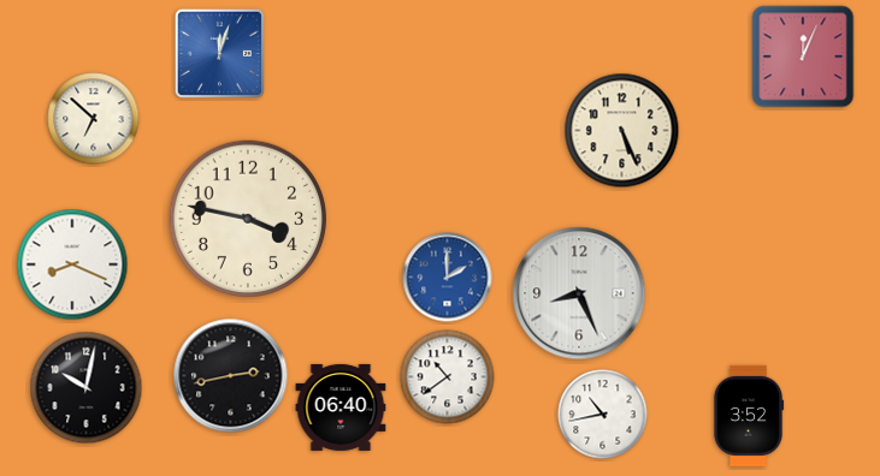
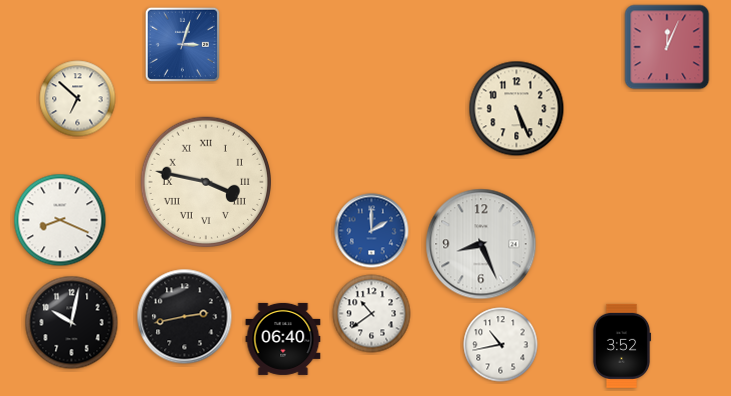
clock at (219, 53): 12:03 -> 3:03
clock at (247, 218) numerals: Arabic -> Roman
clock at (231, 376) position: (231, 376) -> (185, 317)
